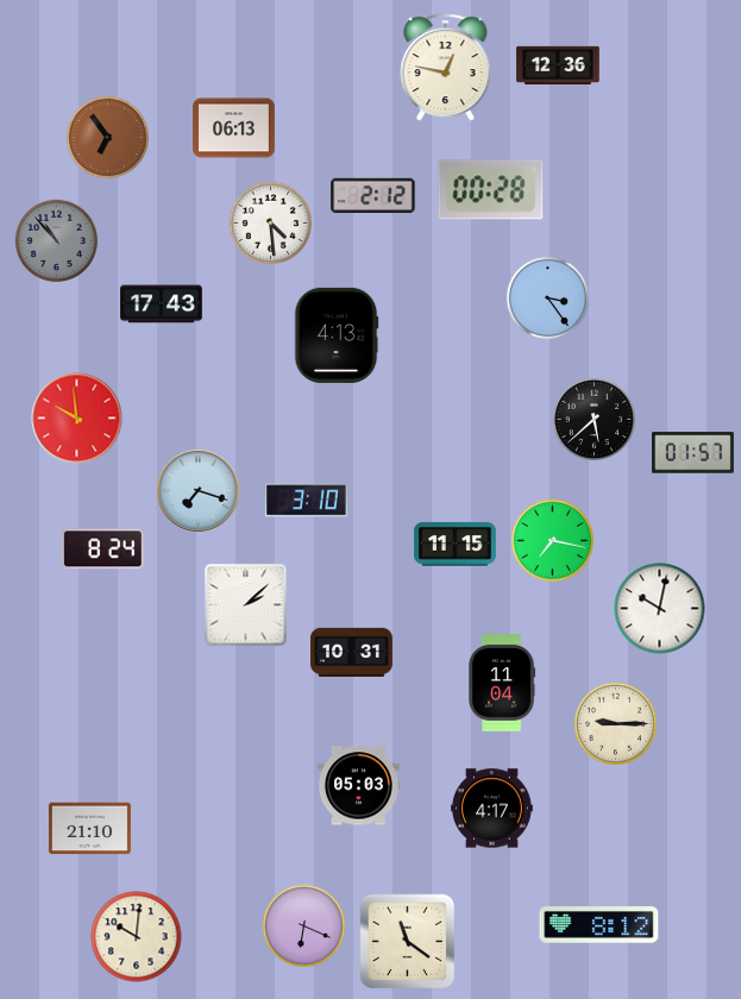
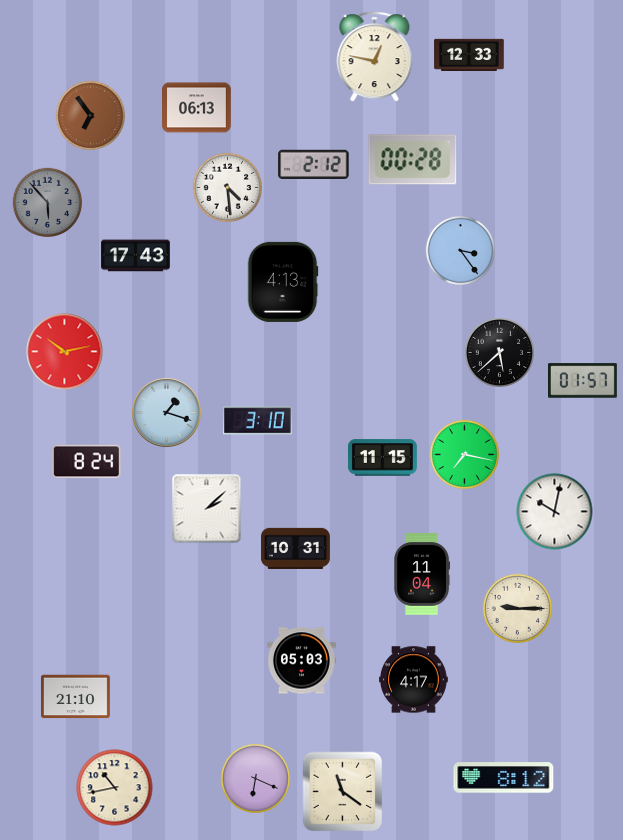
clock at (558, 64): 12:36 -> 12:33
clock at (56, 240): 10:53 -> 5:53
clock at (77, 419): 9:59 -> 10:13
clock at (199, 491): 7:18 -> 1:18
clock at (137, 937): 10:01 -> 10:43
